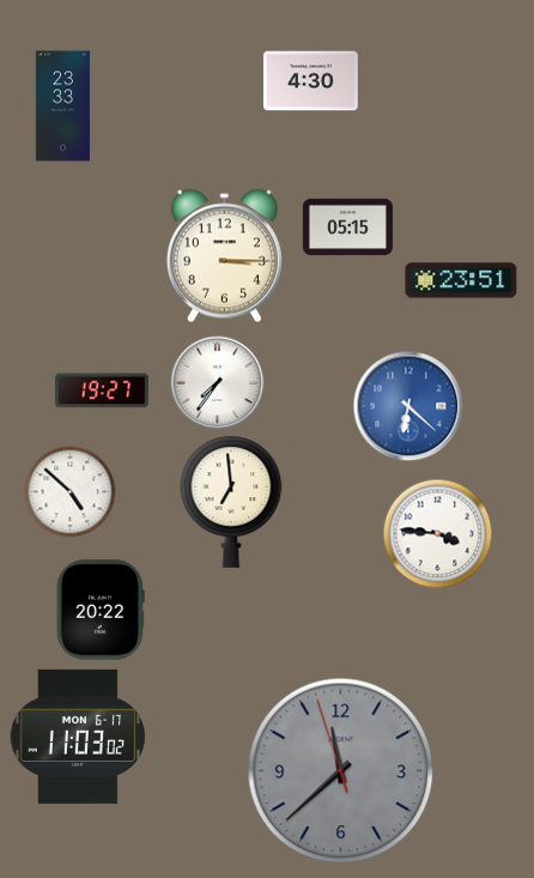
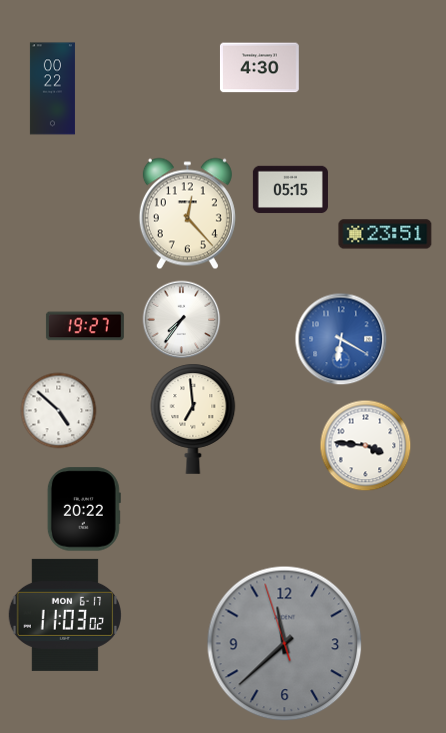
clock at (62, 107): 23:33 -> 00:22
clock at (224, 256): 3:15 -> 12:23
clock at (408, 406): 6:22 -> 6:20
